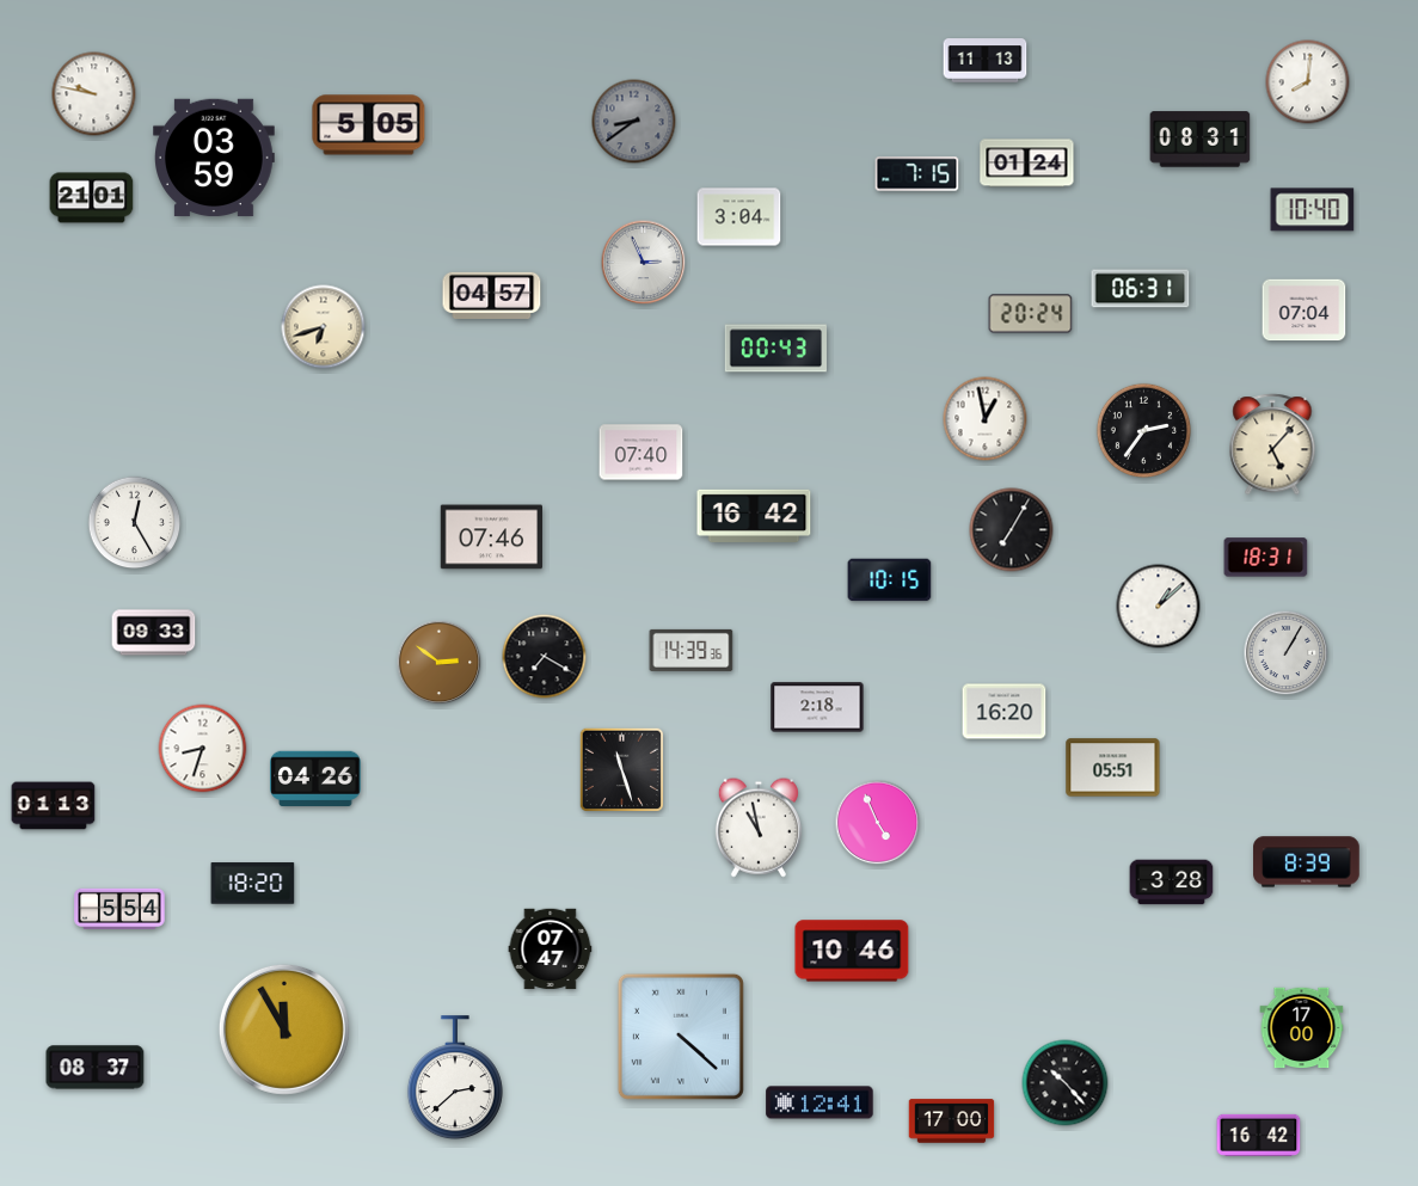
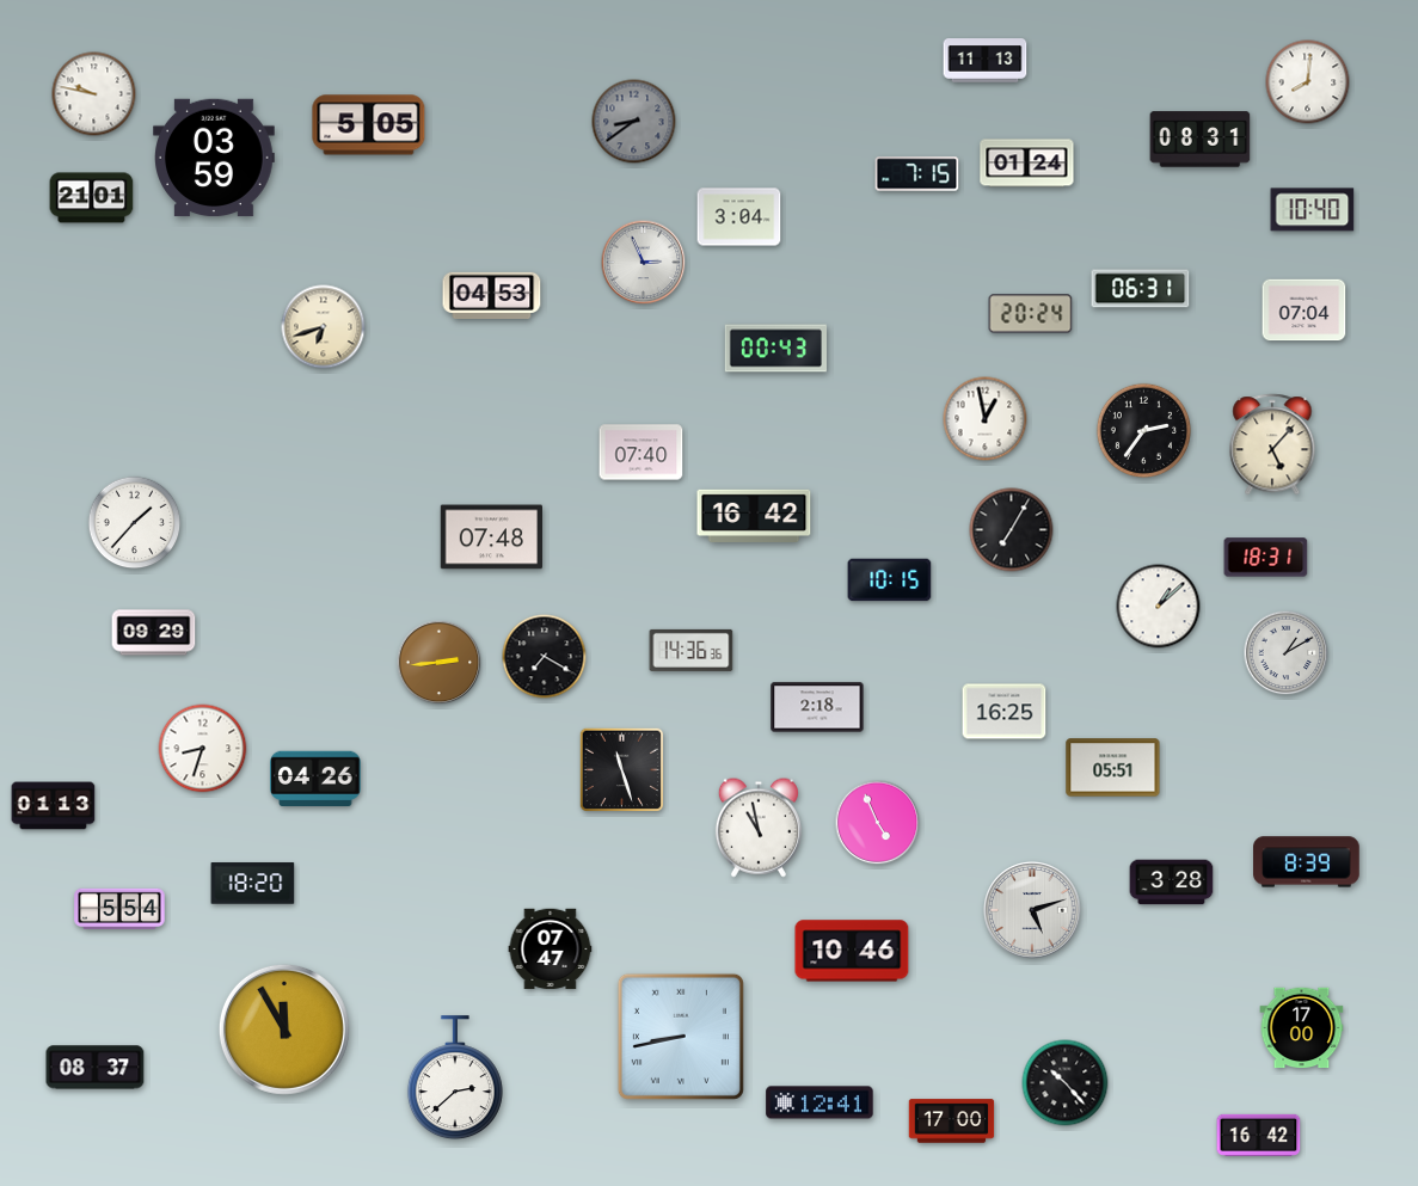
clock at (492, 295): 04:57 -> 04:53
clock at (135, 523): 12:25 -> 1:37
clock at (491, 537): 07:46 -> 07:48
clock at (154, 633): 09:33 -> 09:29
clock at (692, 650): 14:39 -> 14:36
clock at (1287, 653): 1:05 -> 1:10
clock at (440, 663): 2:51 -> 2:44
clock at (1005, 712): 16:20 -> 16:25
clock at (1032, 910): none -> 5:12
clock at (681, 1037): 4:22 -> 8:43
